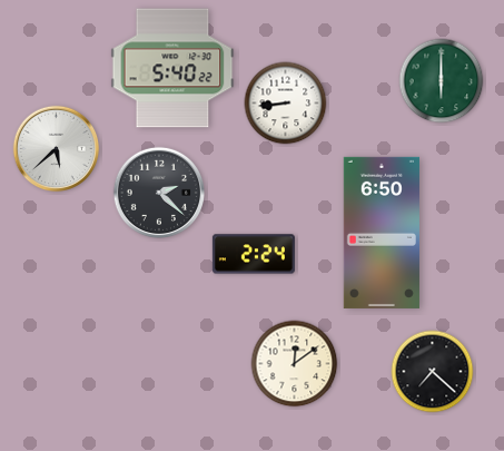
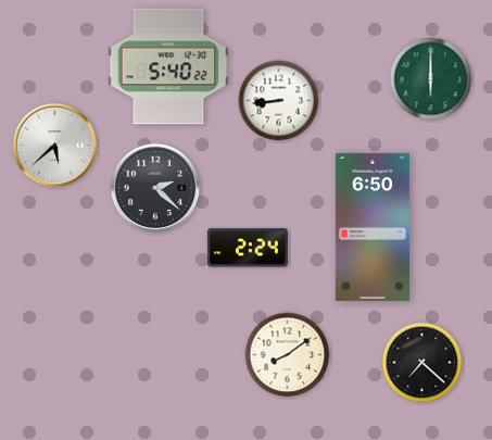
clock at (295, 364): 12:09 -> 8:09
